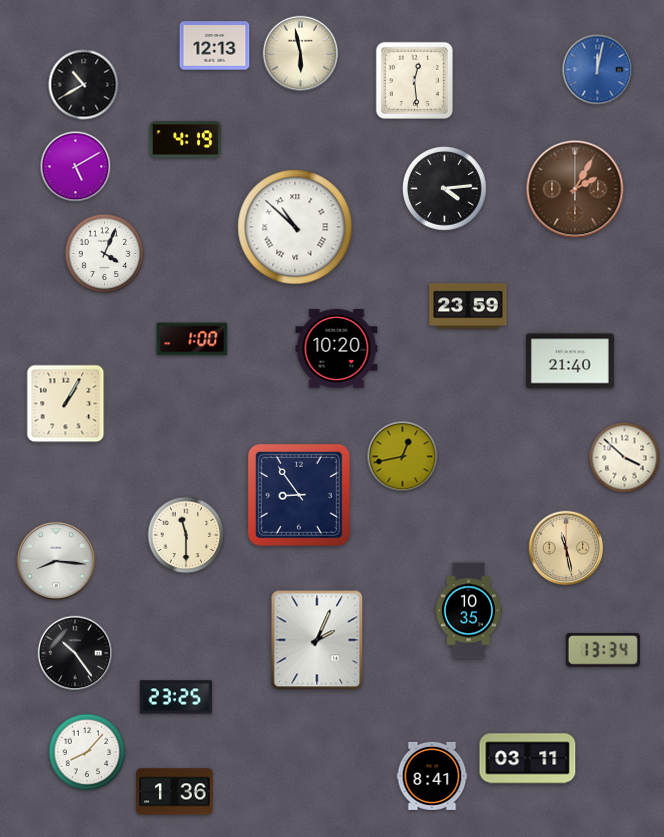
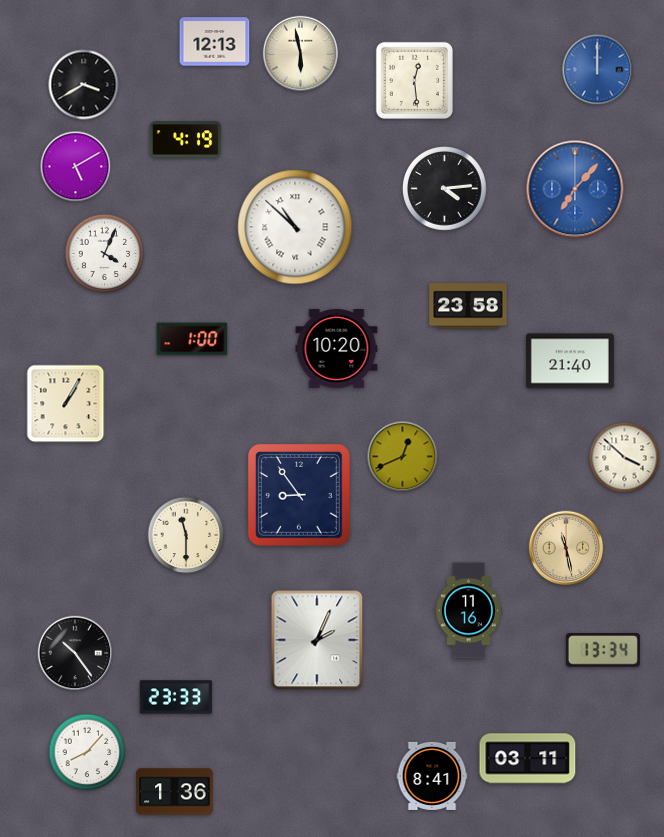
clock at (215, 46) position: (215, 46) -> (215, 42)
clock at (598, 70): 12:02 -> 12:00
clock at (84, 85): 10:40 -> 3:40
clock at (575, 189): 2:05 -> 7:07
clock at (575, 189) dial: brown -> blue
clock at (468, 306): 23:59 -> 23:58
clock at (403, 457): 12:43 -> 12:41
clock at (56, 561): 8:16 -> none
clock at (468, 611): 10:35 -> 11:16
clock at (176, 697): 23:25 -> 23:33
